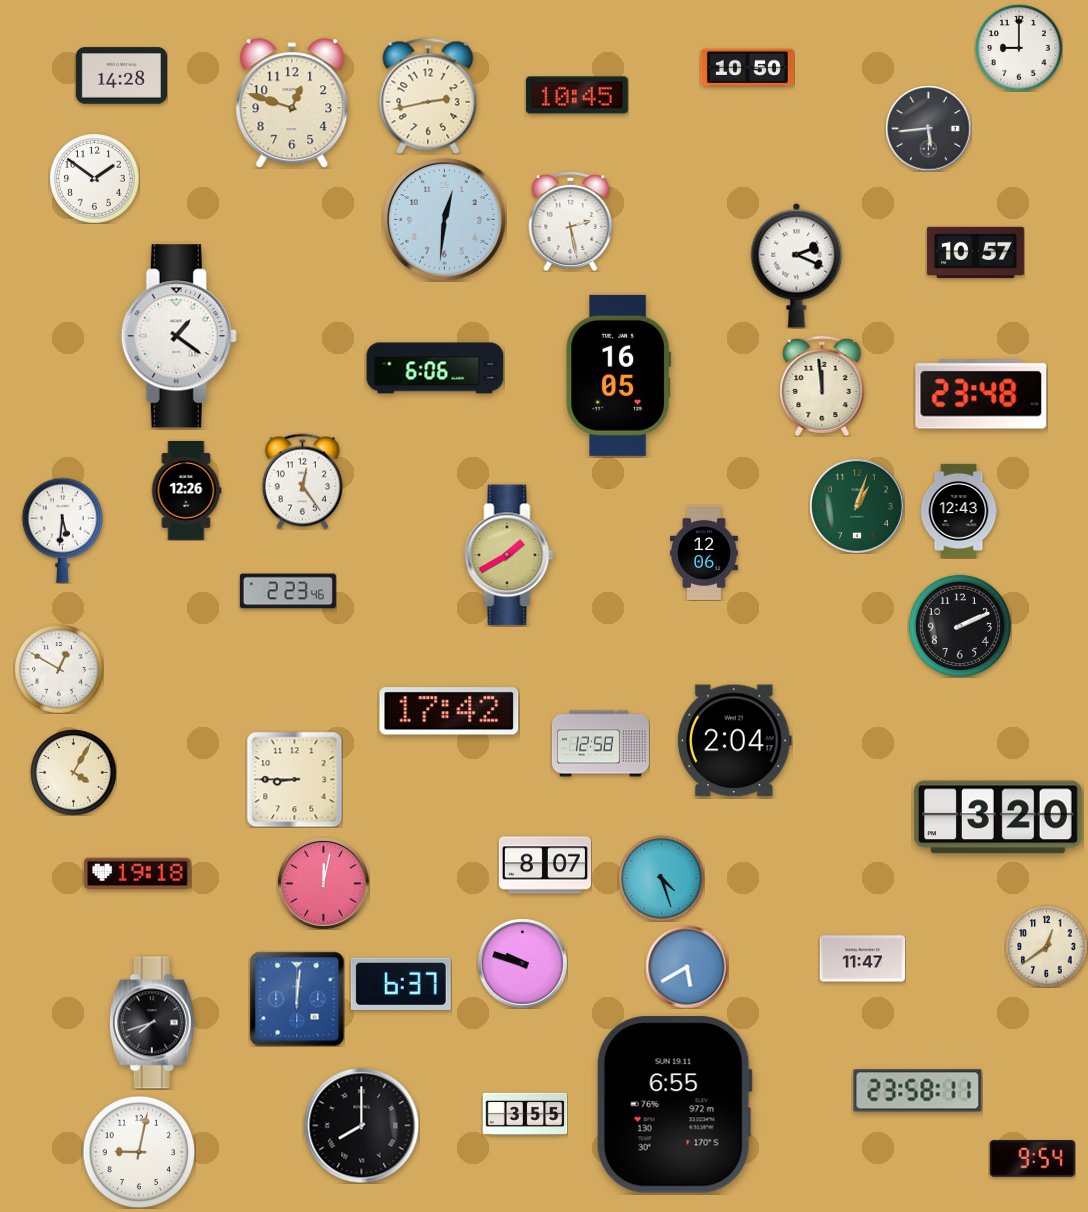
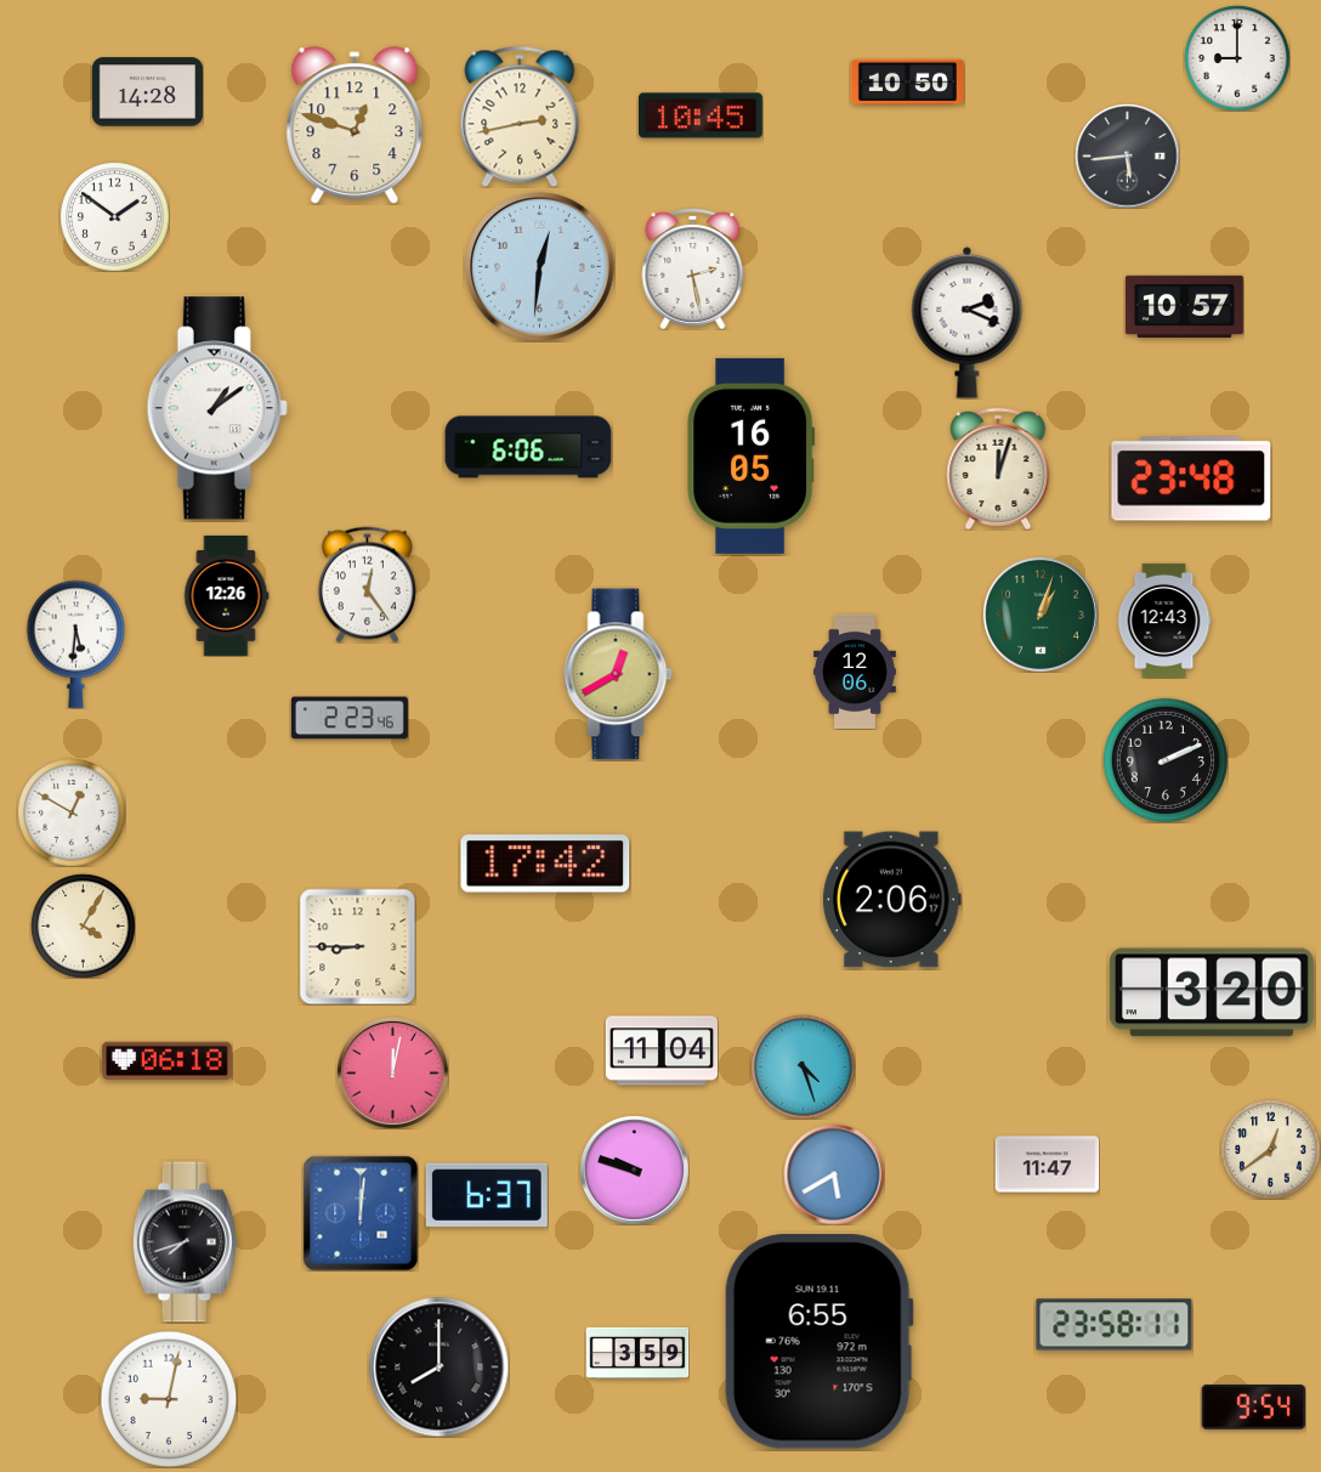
clock at (179, 336): 1:21 -> 1:09
clock at (822, 386): 11:59 -> 12:03
clock at (509, 555): 1:40 -> 12:40
clock at (734, 741): 2:04 -> 2:06
clock at (600, 744): 12:58 -> none
clock at (73, 772) position: (73, 772) -> (83, 925)
clock at (545, 865): 8:07 -> 11:04
clock at (138, 874): 19:18 -> 06:18
clock at (525, 1114): 3:55 -> 3:59
